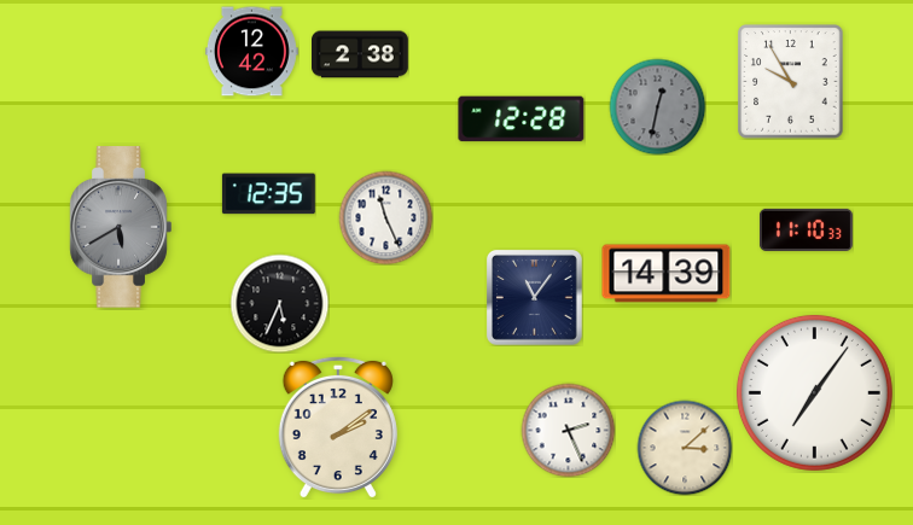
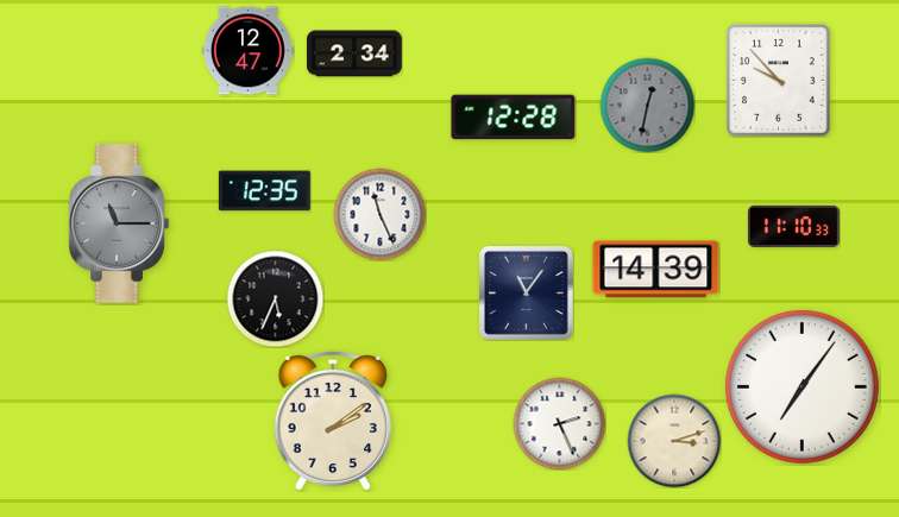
clock at (251, 52): 12:42 -> 12:47
clock at (361, 54): 2:38 -> 2:34
clock at (791, 82): 9:55 -> 9:53
clock at (121, 227): 5:40 -> 11:15
clock at (685, 448): 3:08 -> 3:12
